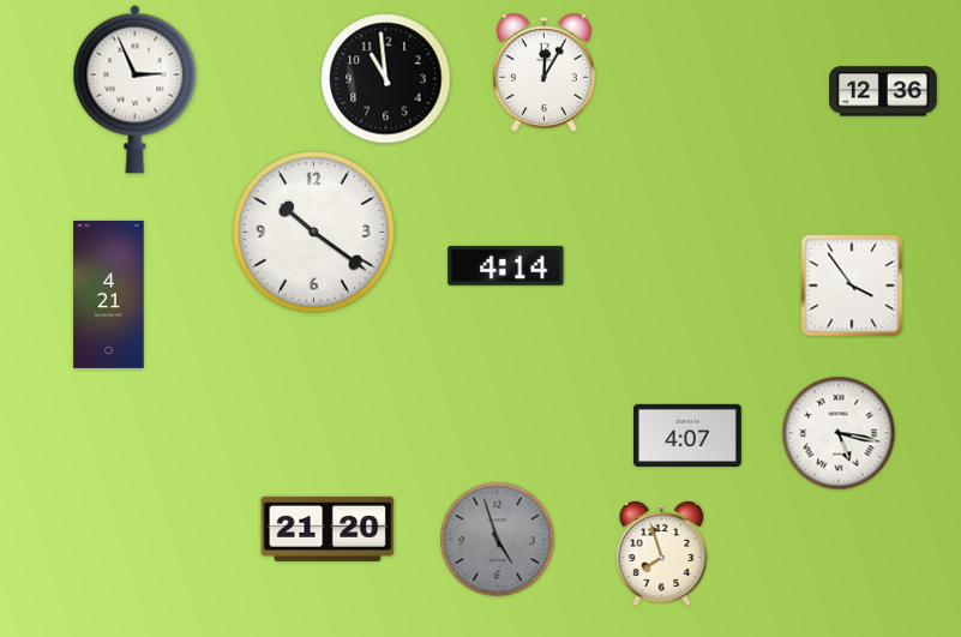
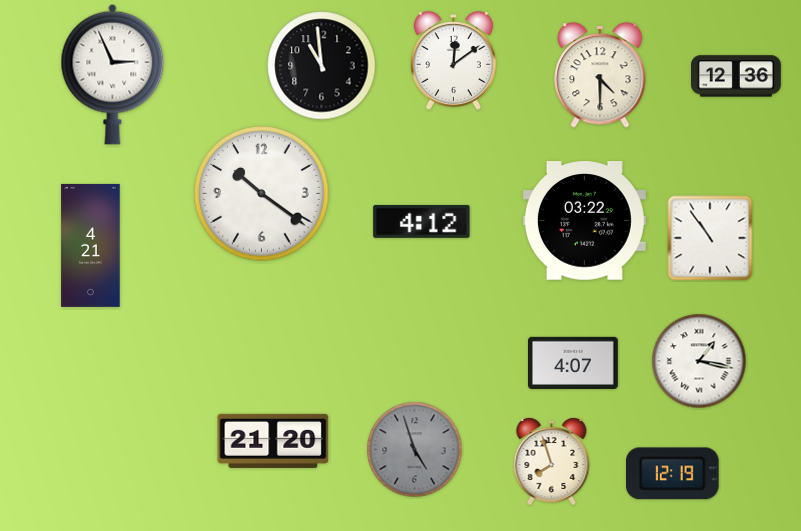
clock at (543, 73): 12:05 -> 12:09
clock at (600, 75): none -> 4:30
clock at (506, 265): 4:14 -> 4:12
clock at (584, 221): none -> 03:22
clock at (852, 286): 3:54 -> 10:54
clock at (839, 433): 5:17 -> 1:17
clock at (673, 474): none -> 12:19
